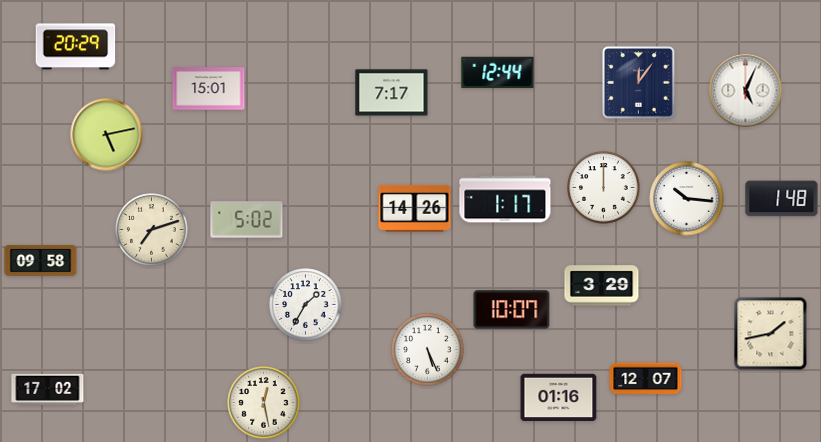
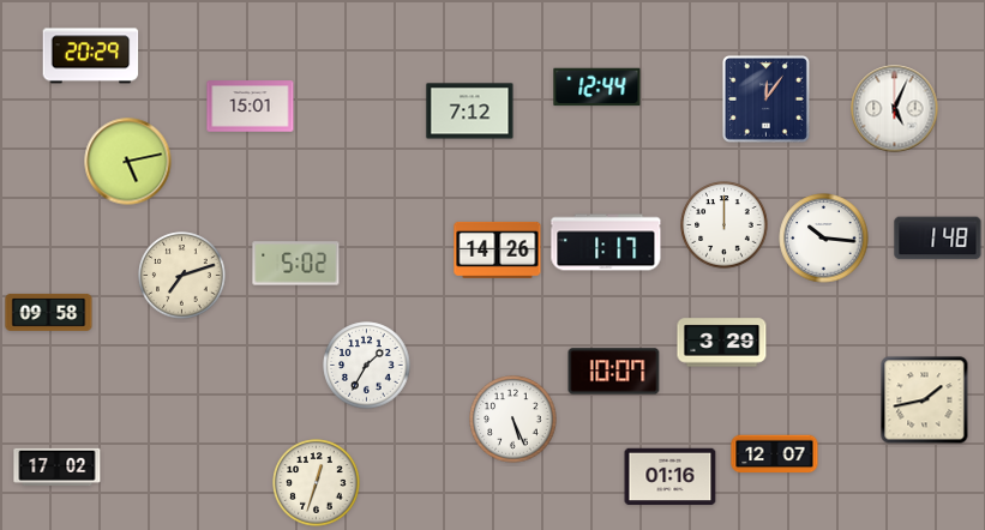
clock at (392, 93): 7:17 -> 7:12
clock at (505, 199) position: (505, 199) -> (606, 242)
clock at (264, 403): 12:28 -> 12:33
